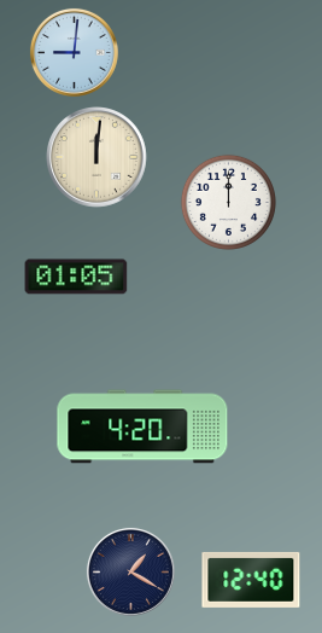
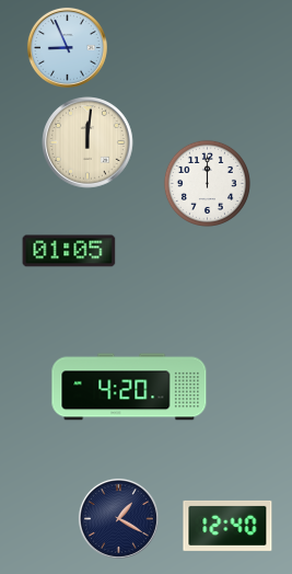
clock at (74, 52): 9:01 -> 8:56
